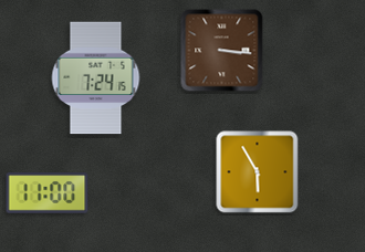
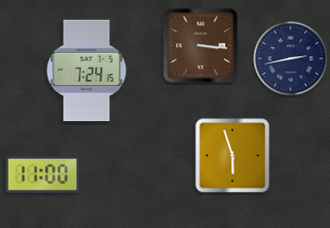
clock at (291, 59): none -> 2:43
clock at (258, 172): 5:55 -> 5:57
